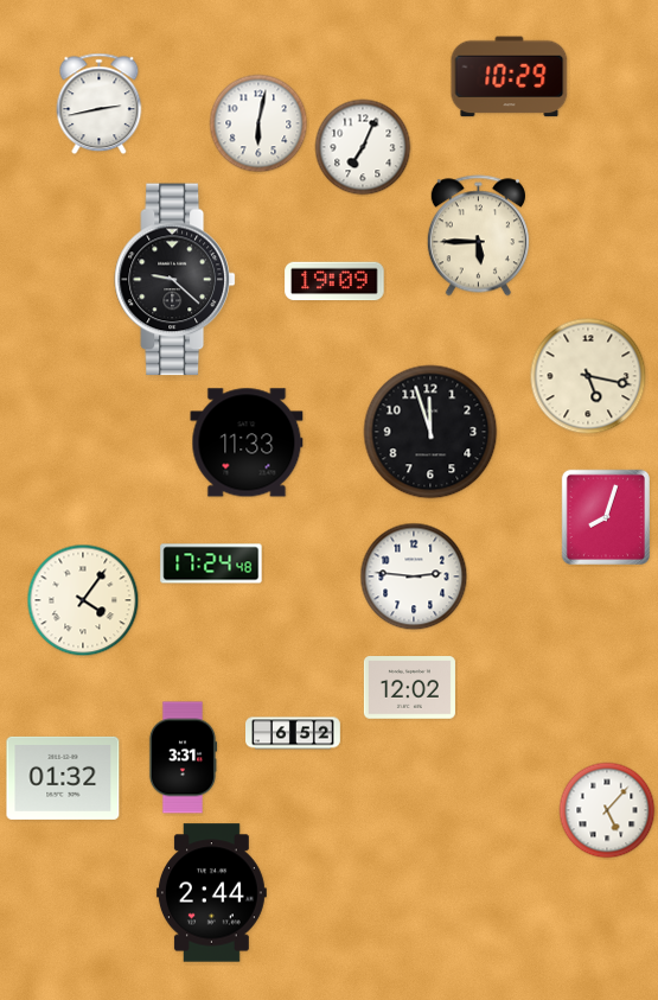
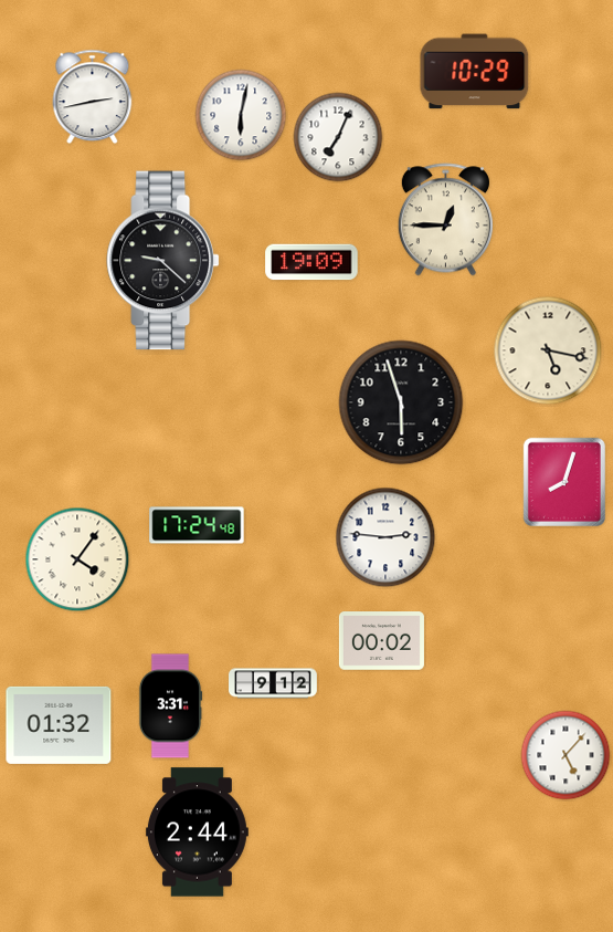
clock at (478, 236): 5:45 -> 12:45
clock at (430, 432): 11:57 -> 5:57
clock at (247, 442): 11:33 -> none
clock at (409, 688): 12:02 -> 00:02
clock at (294, 733): 6:52 -> 9:12
